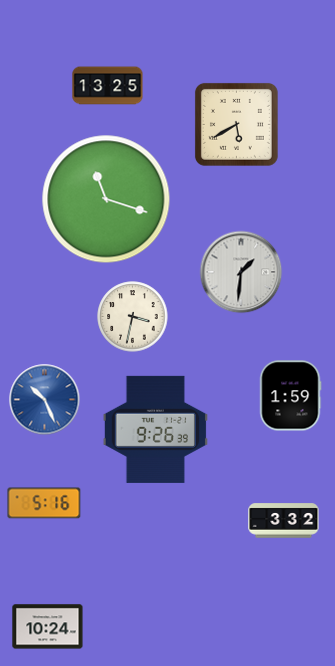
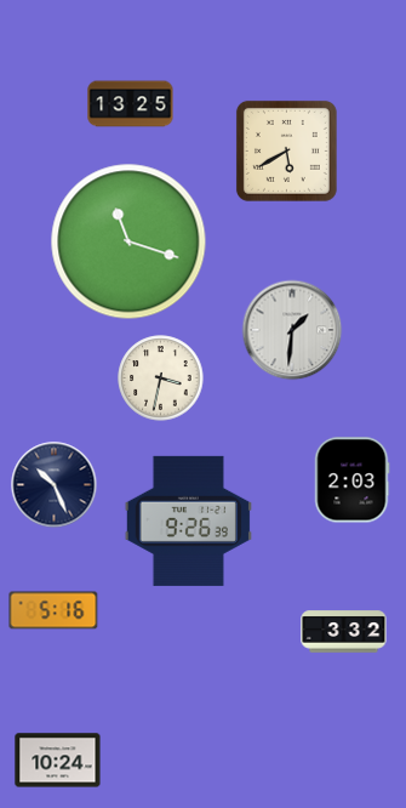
clock at (133, 317) position: (133, 317) -> (161, 379)
clock at (290, 396): 1:59 -> 2:03
clock at (45, 400) dial: blue -> navy
